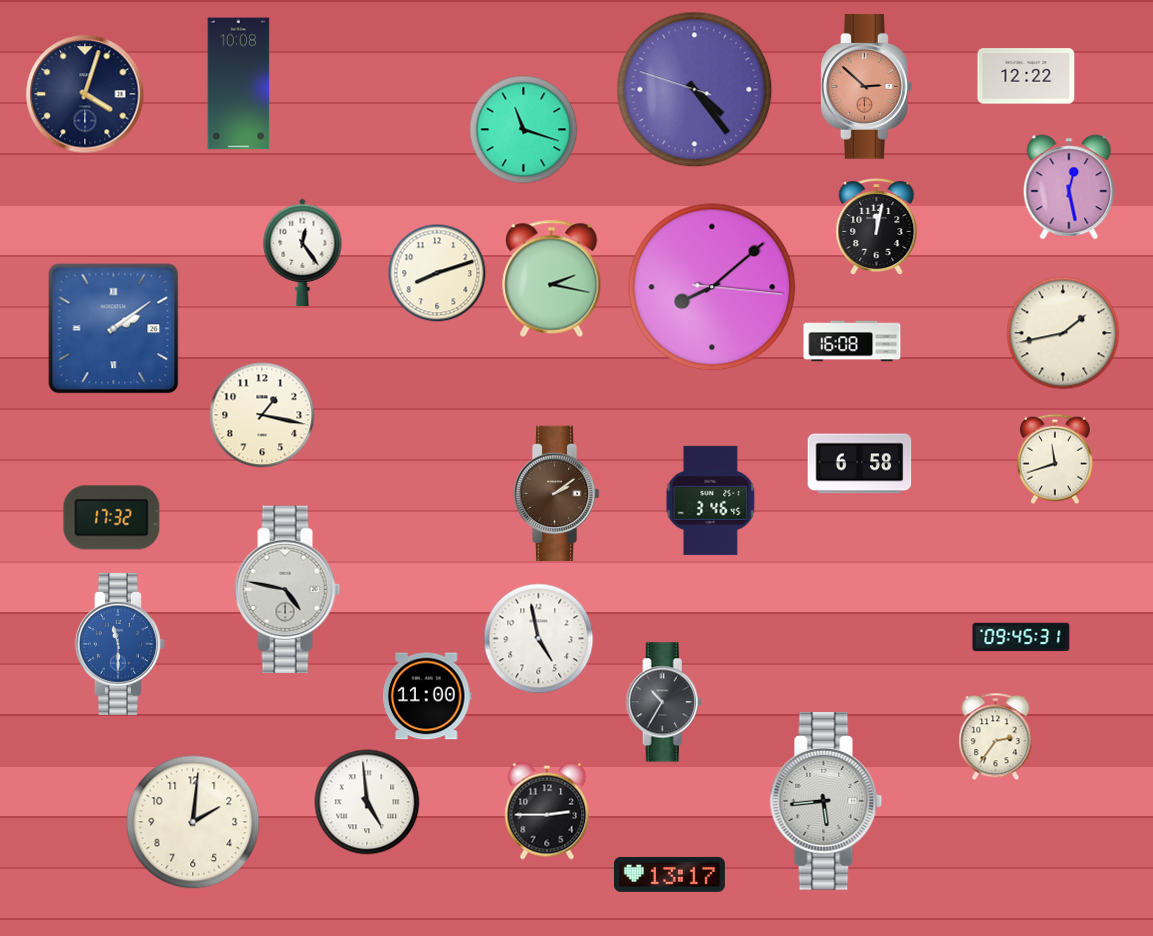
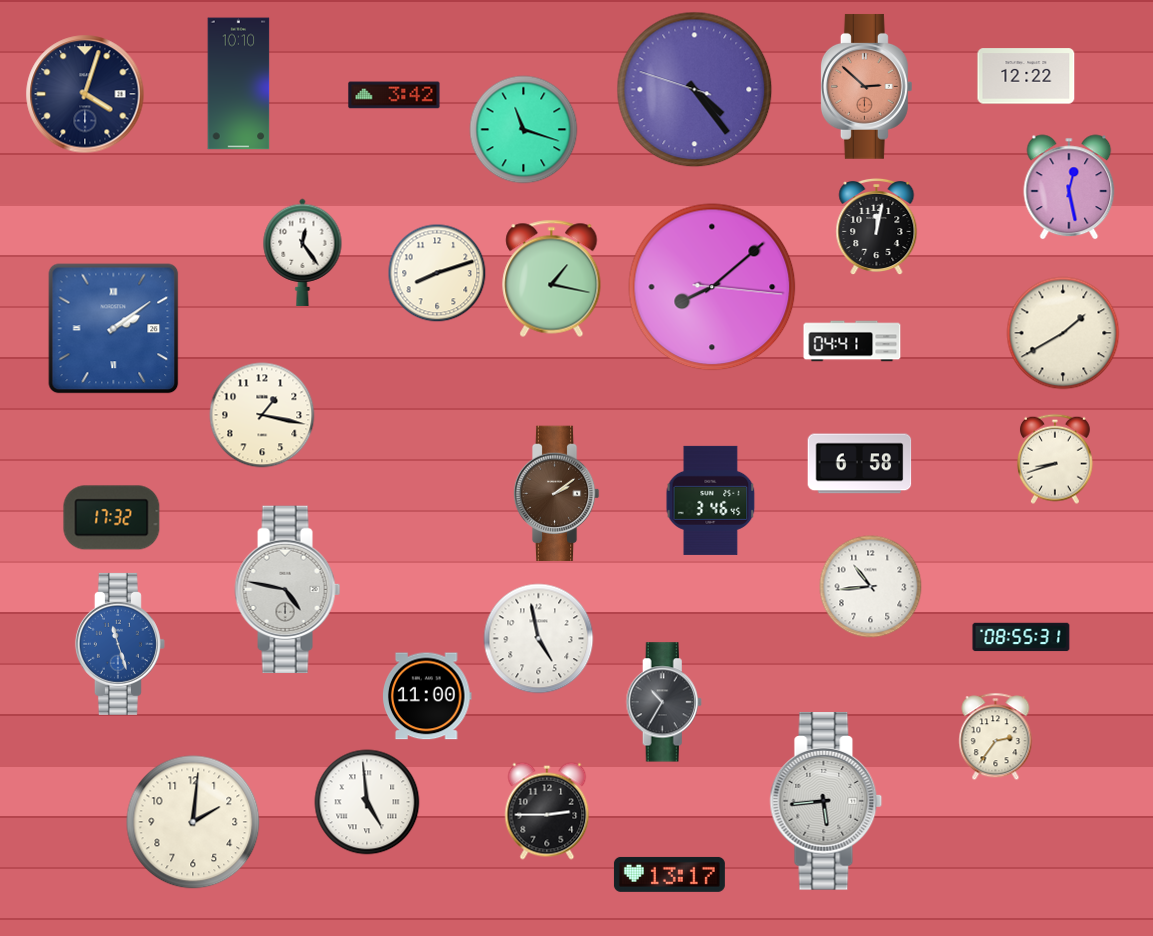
clock at (239, 84): 10:08 -> 10:10
clock at (394, 95): none -> 3:42
clock at (552, 278): 2:17 -> 1:17
clock at (1063, 333): 1:43 -> 1:40
clock at (852, 341): 16:08 -> 04:41
clock at (1055, 459): 11:42 -> 8:42
clock at (871, 587): none -> 10:44
clock at (1021, 637): 09:45 -> 08:55
clock at (120, 644): 11:30 -> 11:27
